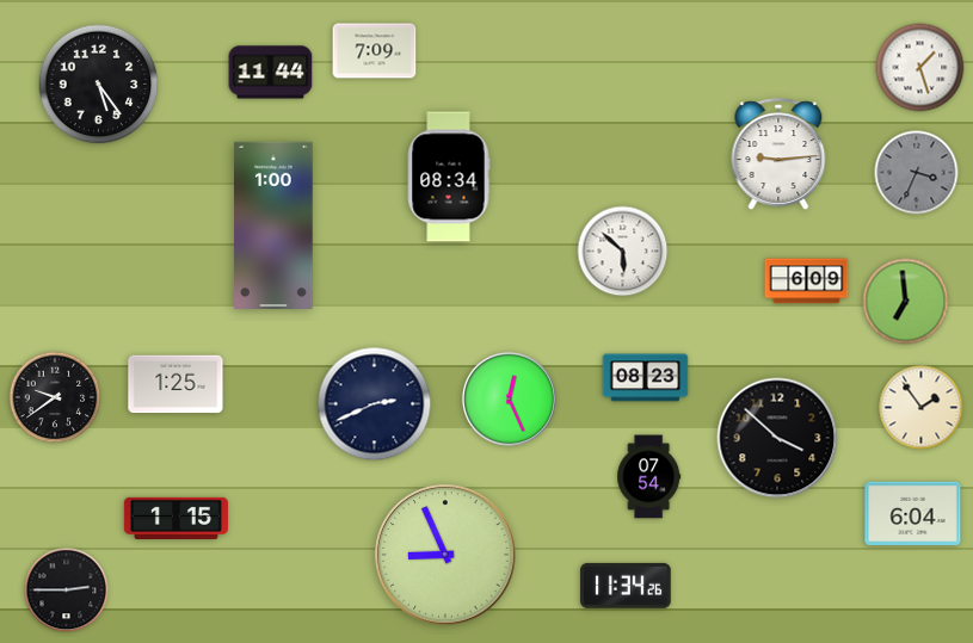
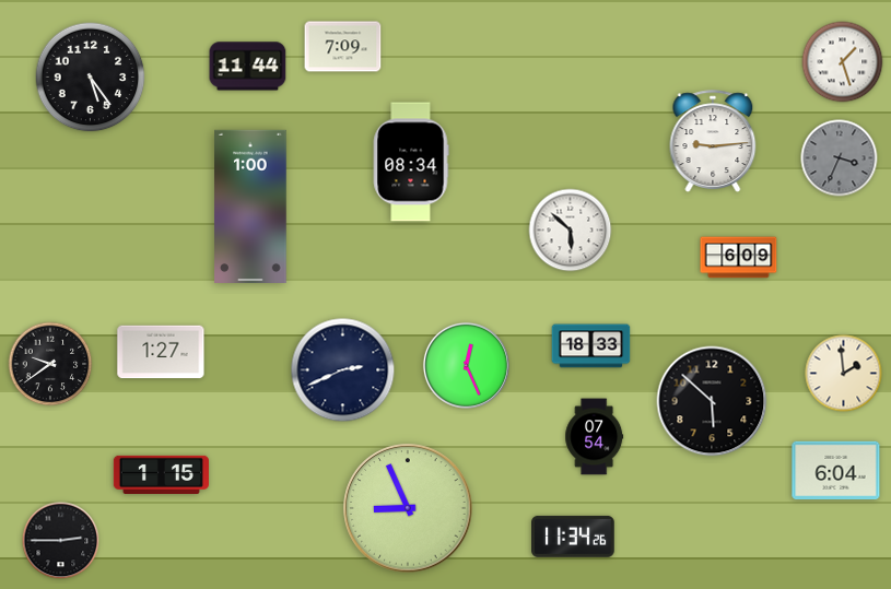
clock at (906, 302): 6:59 -> none
clock at (646, 378): 08:23 -> 18:33
clock at (175, 384): 1:25 -> 1:27
clock at (922, 408): 1:54 -> 1:59
clock at (777, 438): 3:52 -> 5:52
